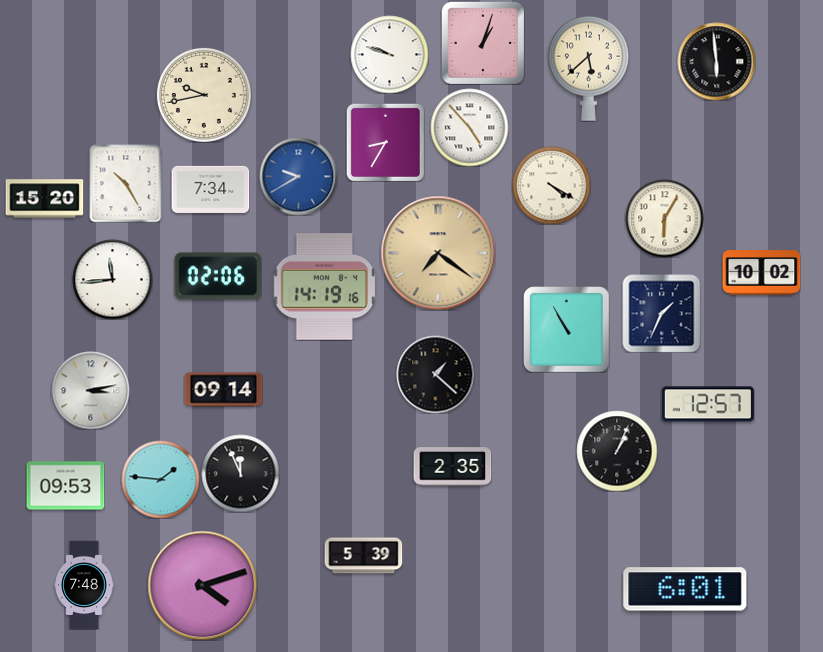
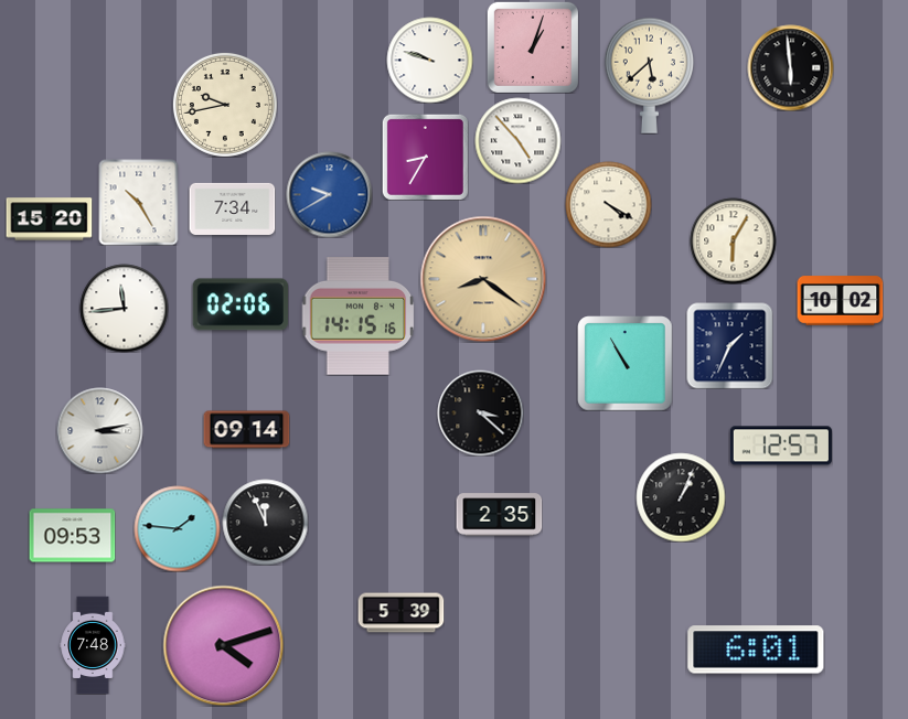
clock at (438, 253): 7:21 -> 8:21
clock at (325, 287): 14:19 -> 14:15
clock at (435, 374): 1:22 -> 3:22
